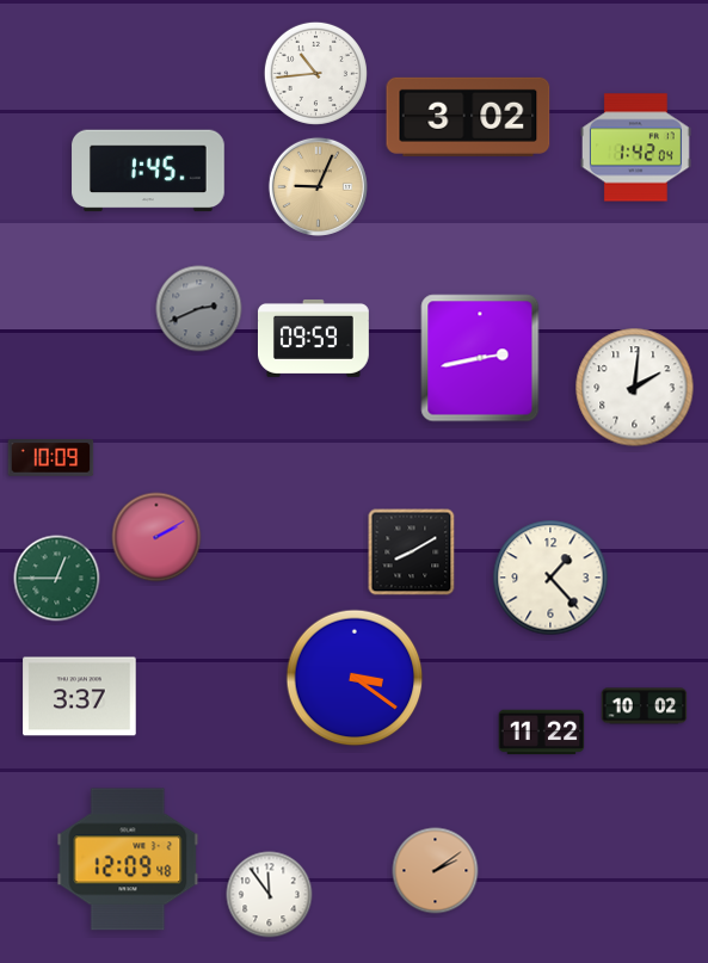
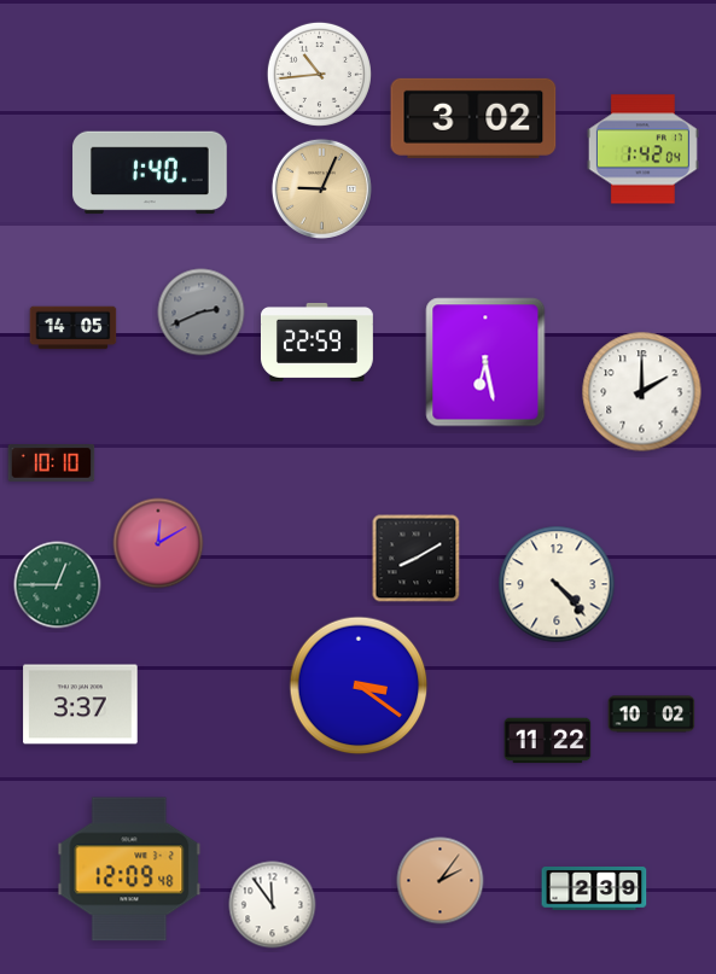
clock at (148, 171): 1:45 -> 1:40
clock at (74, 328): none -> 14:05
clock at (313, 338): 09:59 -> 22:59
clock at (480, 358): 2:43 -> 6:28
clock at (635, 388): 2:01 -> 2:00
clock at (51, 458): 10:09 -> 10:10
clock at (156, 537): 2:10 -> 12:10
clock at (550, 578): 1:23 -> 4:23
clock at (436, 871): 2:09 -> 2:06
clock at (594, 890): none -> 2:39
